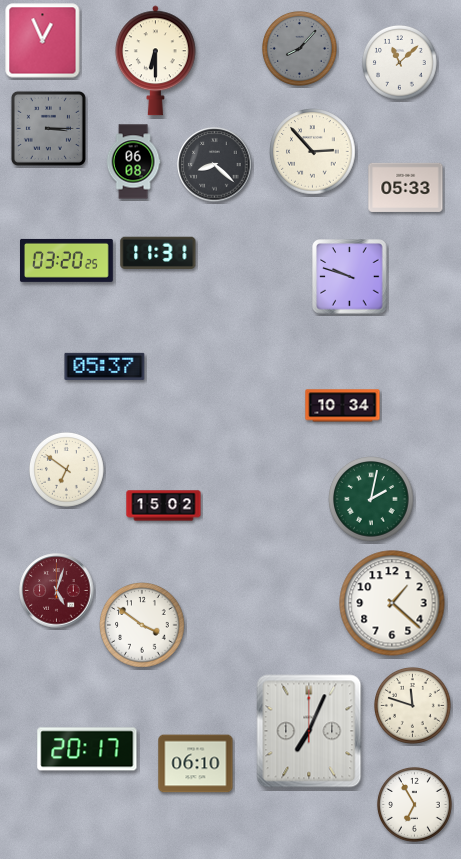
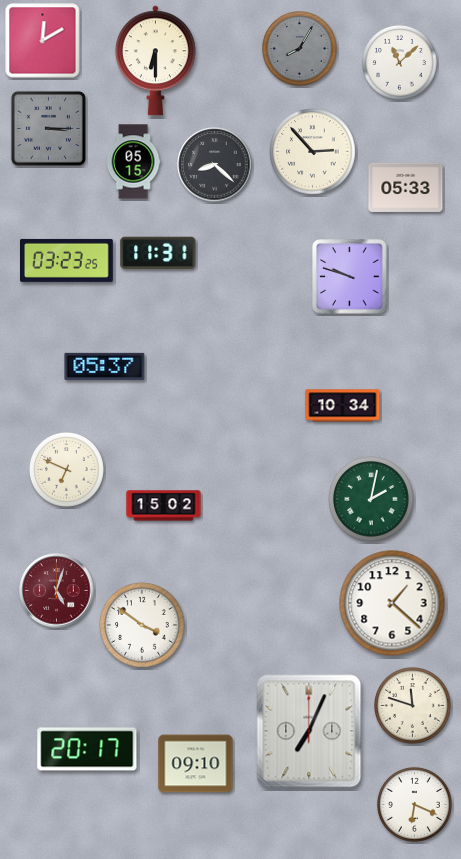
clock at (43, 41): 12:56 -> 12:10
clock at (300, 49): 8:07 -> 8:05
clock at (133, 162): 06:08 -> 05:15
clock at (67, 260): 03:20 -> 03:23
clock at (67, 470): 6:51 -> 6:49
clock at (196, 764): 06:10 -> 09:10
clock at (415, 805): 6:55 -> 6:19
